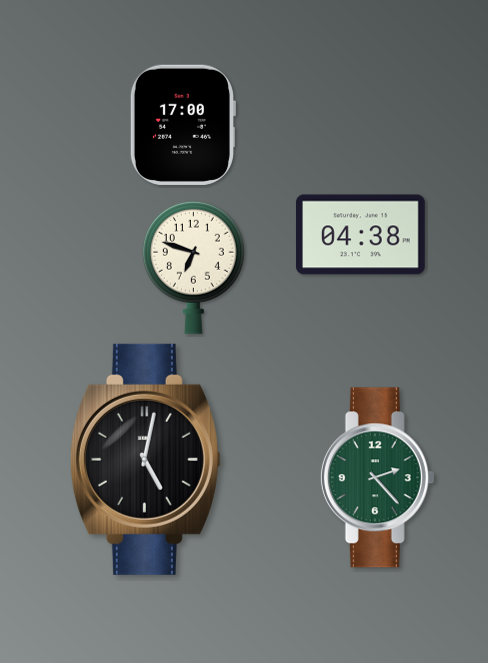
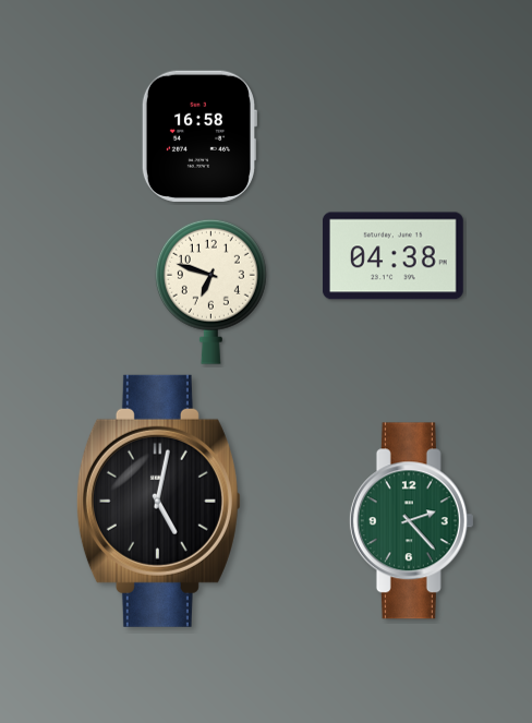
clock at (182, 125): 17:00 -> 16:58
